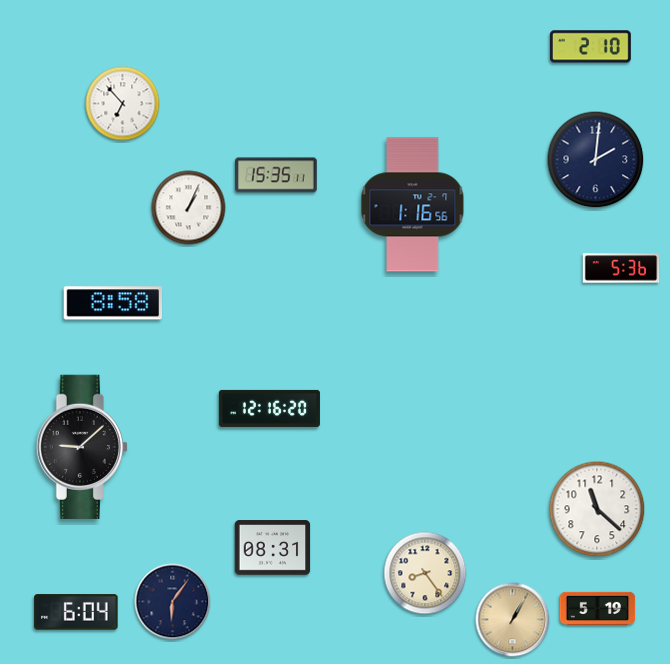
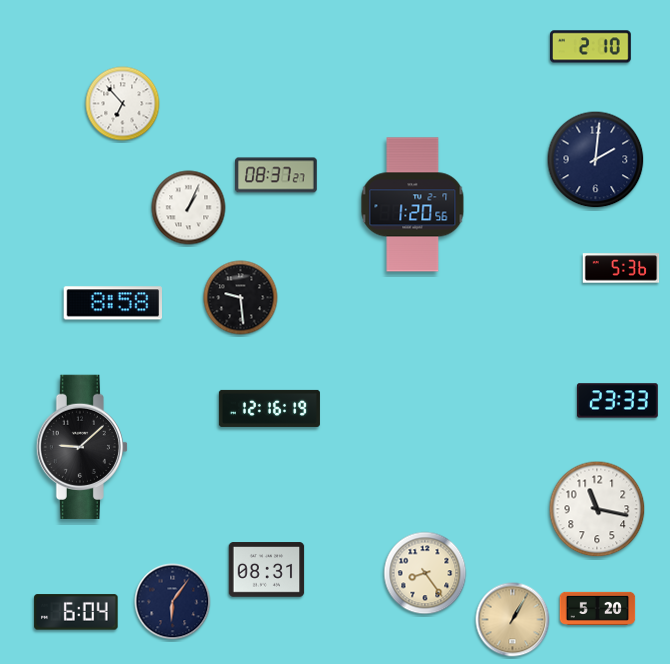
clock at (277, 175): 15:35 -> 08:37
clock at (413, 205): 1:16 -> 1:20
clock at (241, 298): none -> 9:29
clock at (617, 401): none -> 23:33
clock at (269, 408): 12:16:20 -> 12:16:19
clock at (597, 509): 11:22 -> 11:17
clock at (273, 548) position: (273, 548) -> (267, 570)
clock at (598, 608): 5:19 -> 5:20
